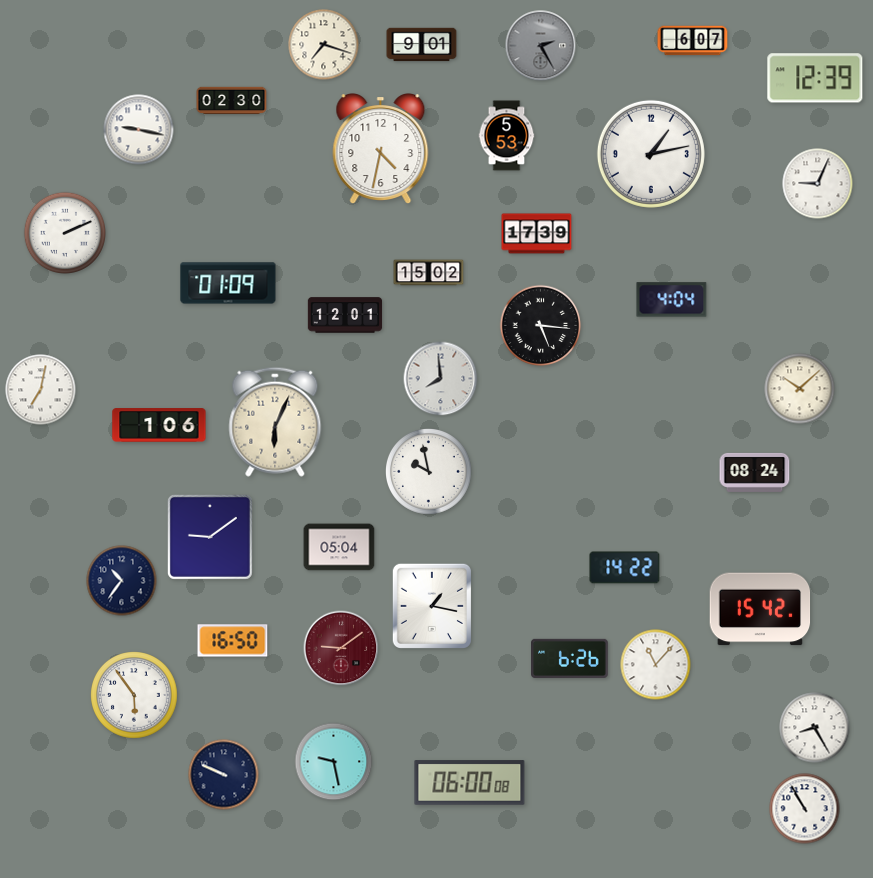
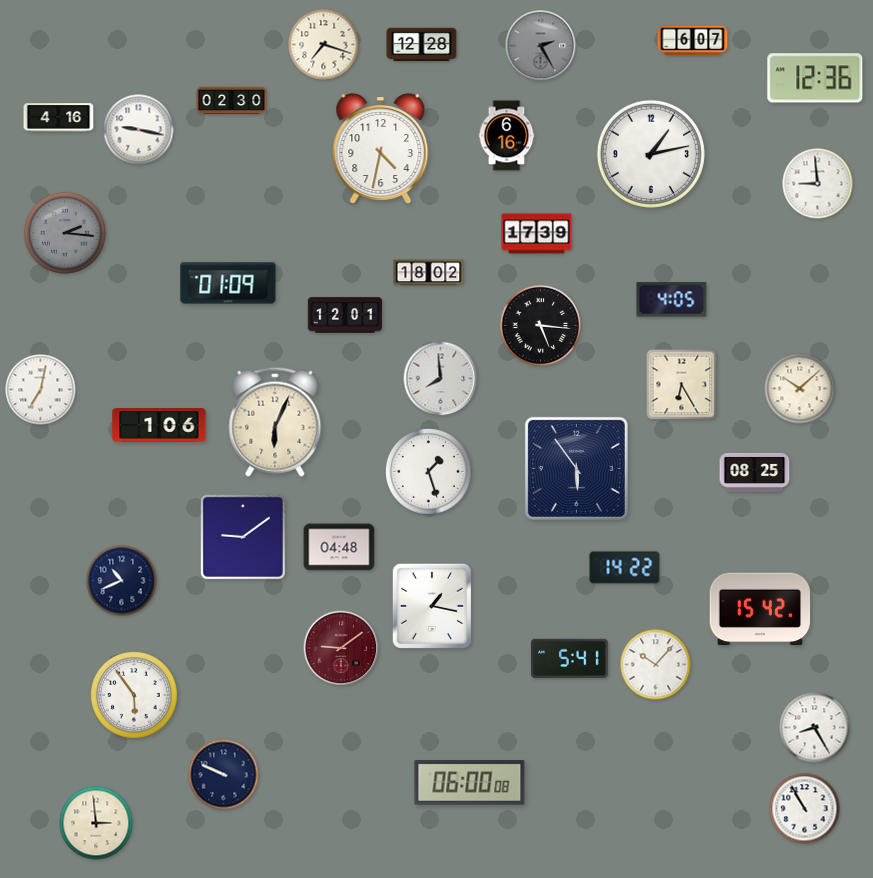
clock at (422, 45): 9:01 -> 12:28
clock at (815, 78): 12:39 -> 12:36
clock at (59, 118): none -> 4:16
clock at (507, 136): 5:53 -> 6:16
clock at (818, 184): 9:04 -> 8:59
clock at (65, 233): 2:11 -> 2:16
clock at (65, 233) dial: white -> grey
clock at (429, 273): 15:02 -> 18:02
clock at (672, 300): 4:04 -> 4:05
clock at (682, 385): none -> 6:25
clock at (576, 468): none -> 5:54
clock at (429, 472): 9:58 -> 1:27
clock at (755, 472): 08:24 -> 08:25
clock at (210, 537) position: (210, 537) -> (243, 537)
clock at (339, 547): 05:04 -> 04:48
clock at (122, 581): 10:36 -> 10:41
clock at (233, 641): 16:50 -> none
clock at (570, 658): 6:26 -> 5:41
clock at (656, 665): 11:07 -> 10:07
clock at (334, 762): 9:28 -> none
clock at (96, 823): none -> 2:59
